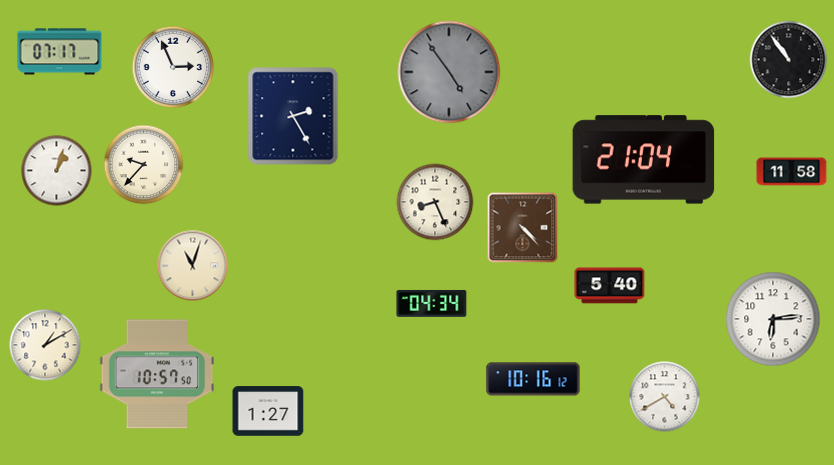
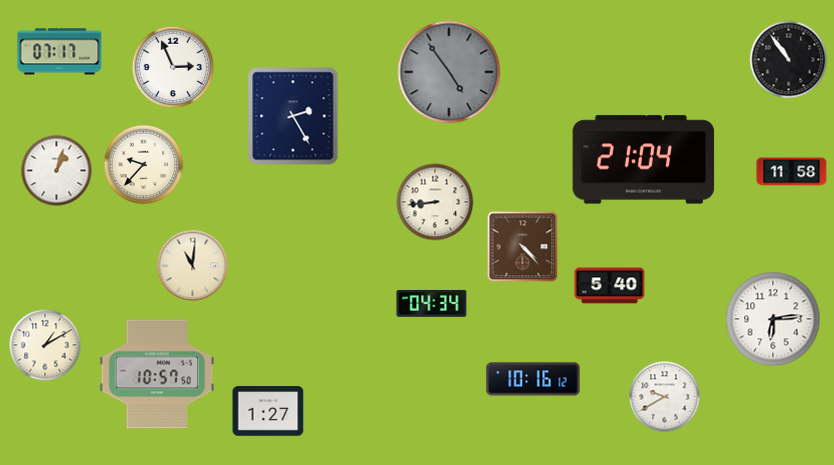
clock at (435, 202): 8:26 -> 8:44
clock at (523, 228) position: (523, 228) -> (523, 247)
clock at (193, 266): 11:03 -> 11:01
clock at (665, 397): 4:40 -> 9:40
